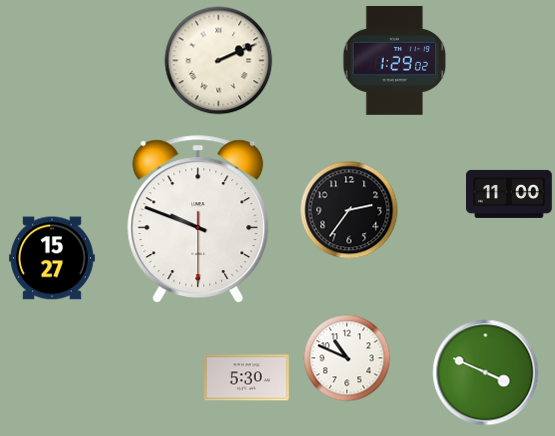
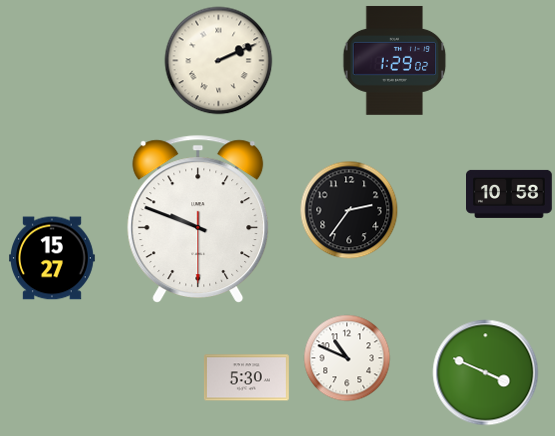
clock at (510, 194): 11:00 -> 10:58
